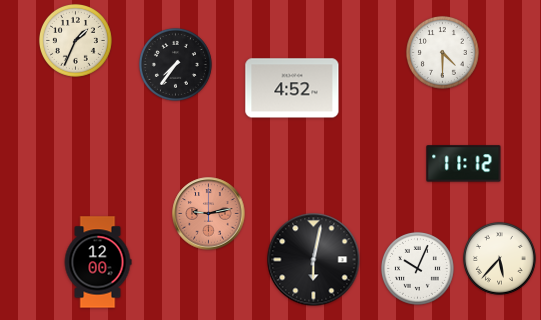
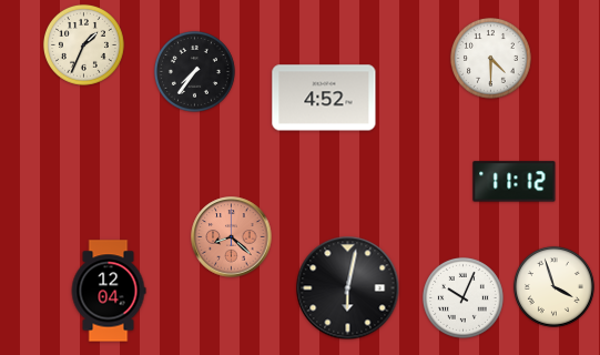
clock at (209, 214): 9:13 -> 8:22
clock at (499, 258): 5:37 -> 3:57
clock at (98, 262): 12:00 -> 12:04
